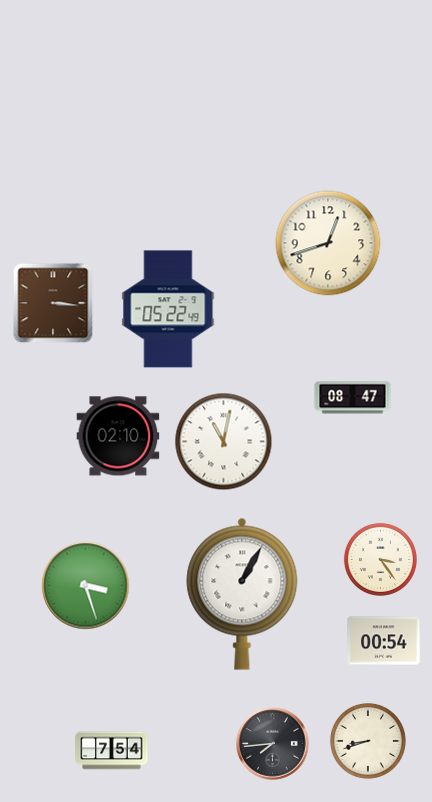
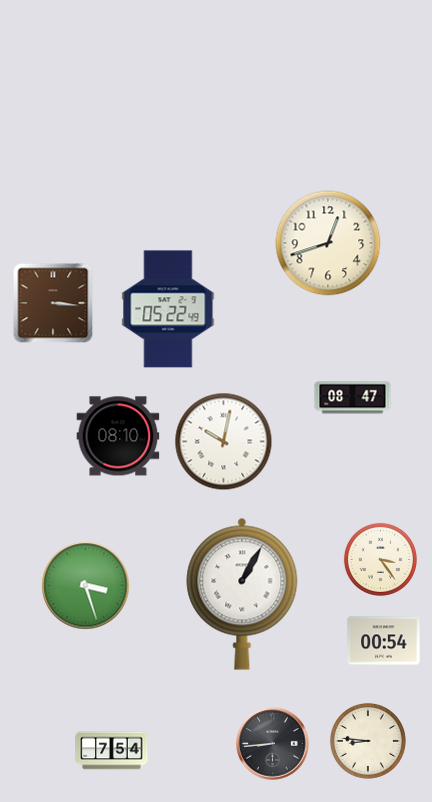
clock at (118, 436): 02:10 -> 08:10
clock at (224, 442): 11:02 -> 10:02
clock at (368, 741): 8:42 -> 8:46
clock at (273, 744): 7:44 -> 8:44
